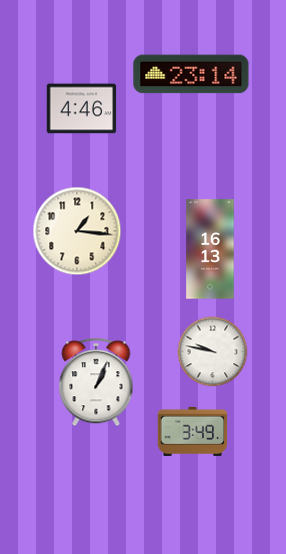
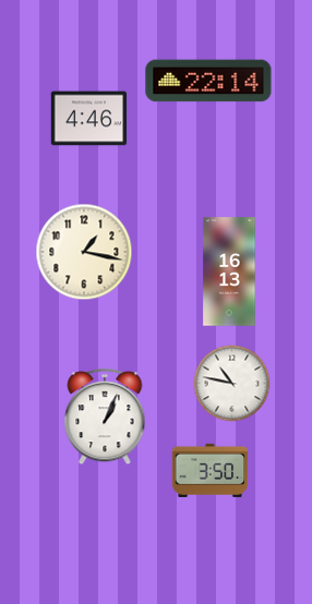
clock at (191, 74): 23:14 -> 22:14
clock at (77, 231): 1:16 -> 1:17
clock at (213, 352): 9:47 -> 10:47
clock at (193, 431): 3:49 -> 3:50
